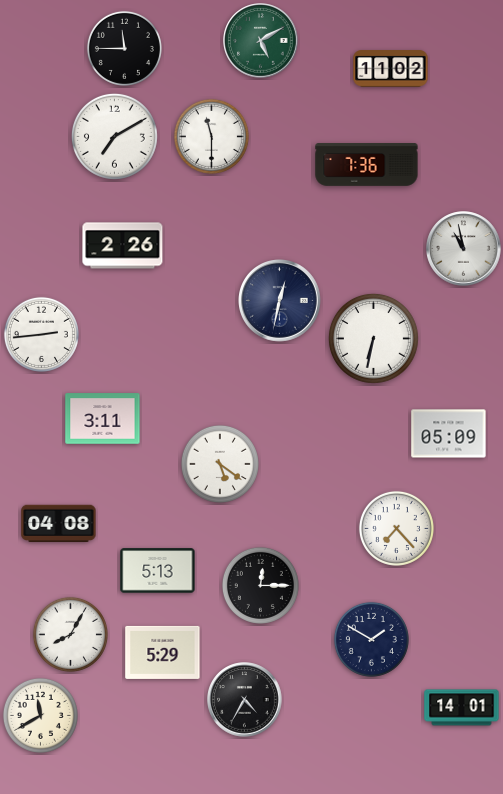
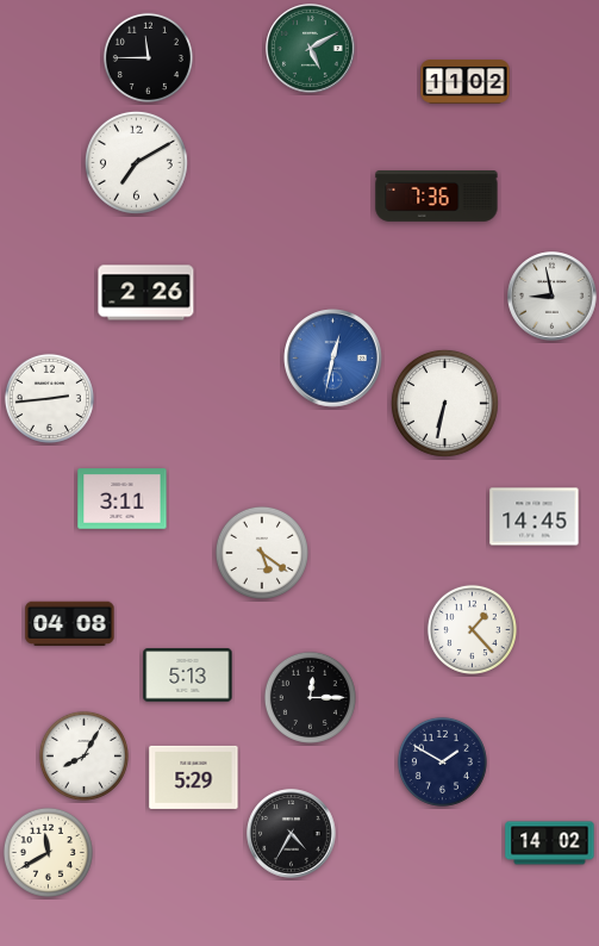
clock at (211, 136): 11:30 -> none
clock at (464, 249): 10:58 -> 8:58
clock at (280, 301) dial: navy -> blue
clock at (449, 434): 05:09 -> 14:45
clock at (396, 528): 7:23 -> 1:23
clock at (158, 571) position: (158, 571) -> (188, 676)
clock at (462, 708): 14:01 -> 14:02
